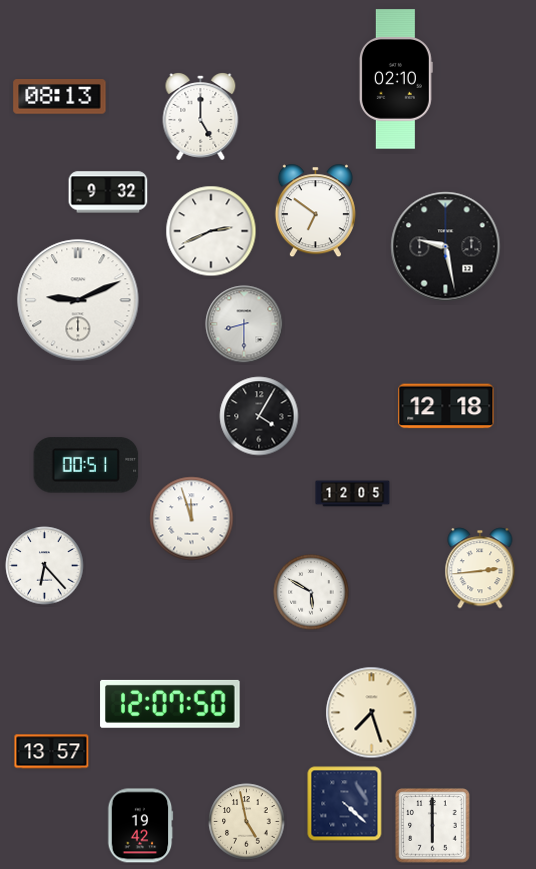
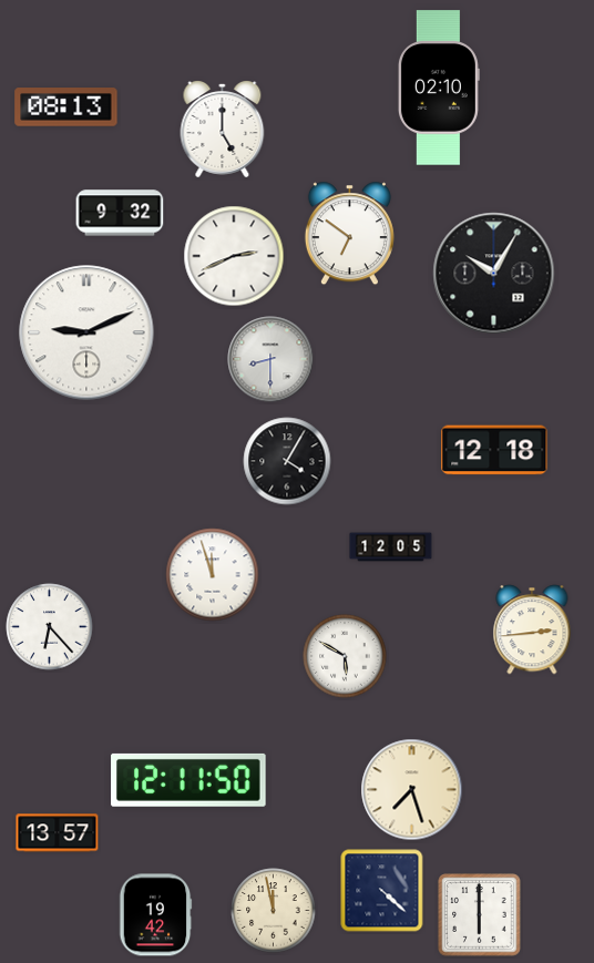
clock at (446, 247): 9:28 -> 10:05
clock at (86, 465): 00:51 -> none
clock at (170, 704): 12:07 -> 12:11
clock at (247, 822): 4:58 -> 11:58
